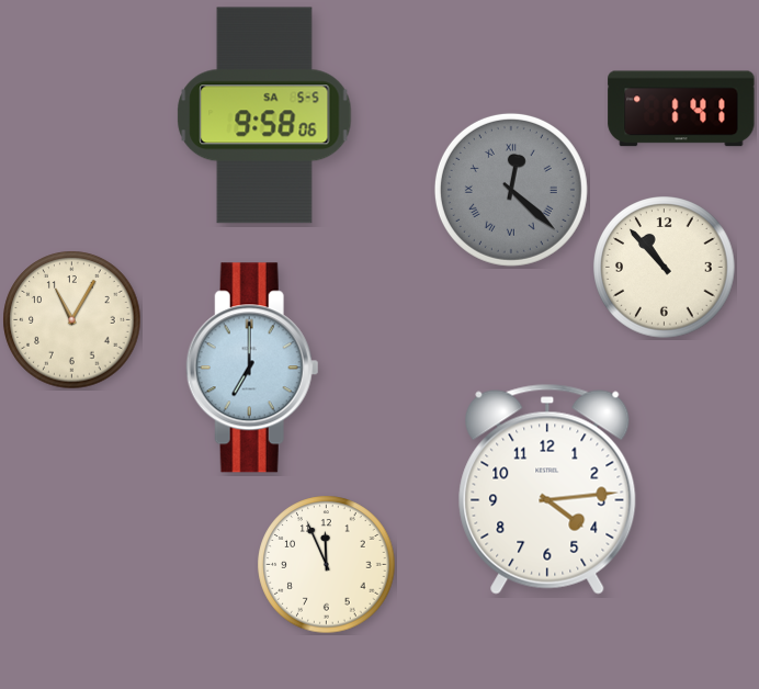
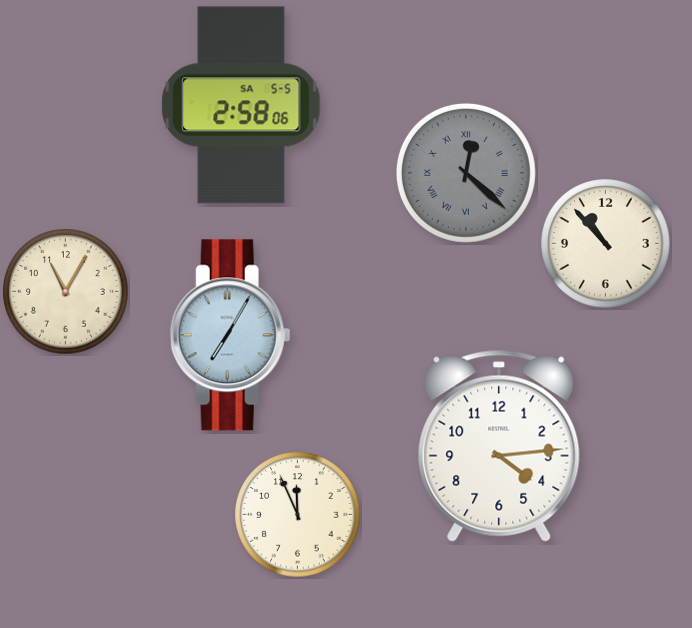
clock at (681, 109): 1:41 -> none
clock at (264, 115): 9:58 -> 2:58
clock at (252, 368): 7:00 -> 7:05
